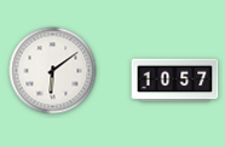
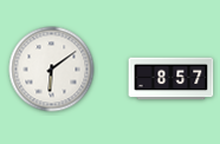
clock at (175, 81): 10:57 -> 8:57
